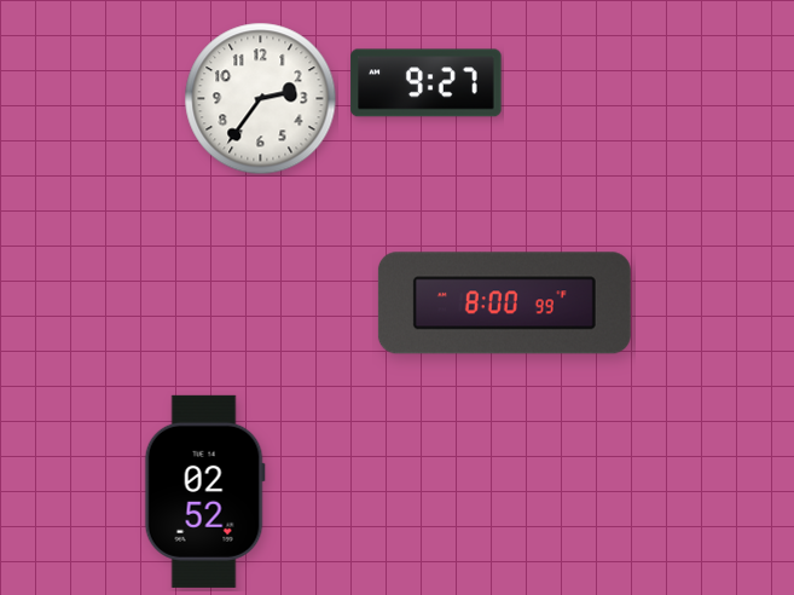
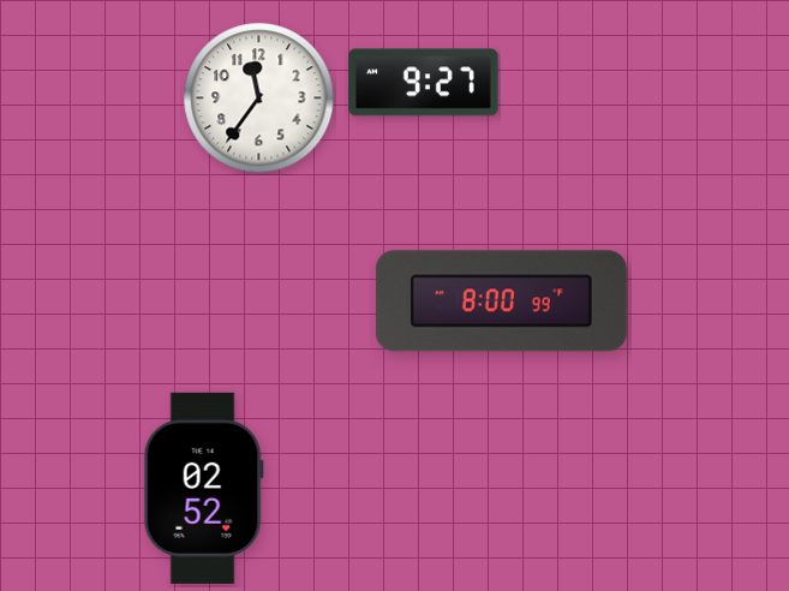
clock at (261, 99): 2:36 -> 11:36
